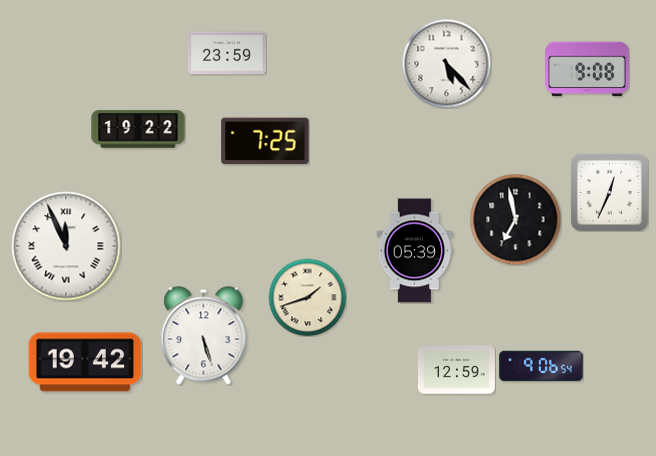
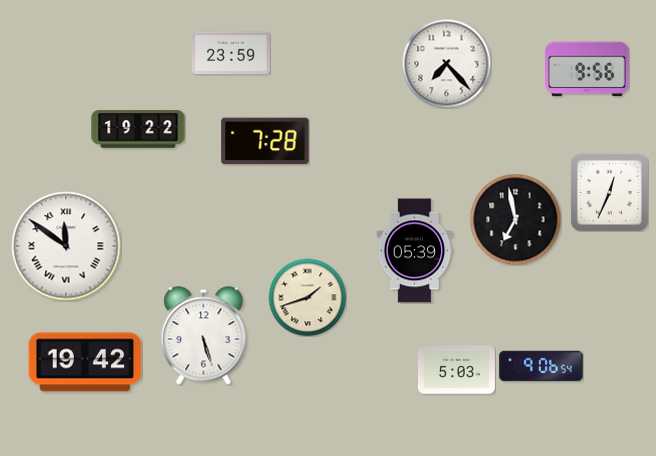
clock at (228, 53) position: (228, 53) -> (232, 53)
clock at (446, 63): 5:23 -> 7:23
clock at (587, 69): 9:08 -> 9:56
clock at (265, 141): 7:25 -> 7:28
clock at (66, 246): 11:56 -> 11:51
clock at (456, 370): 12:59 -> 5:03
